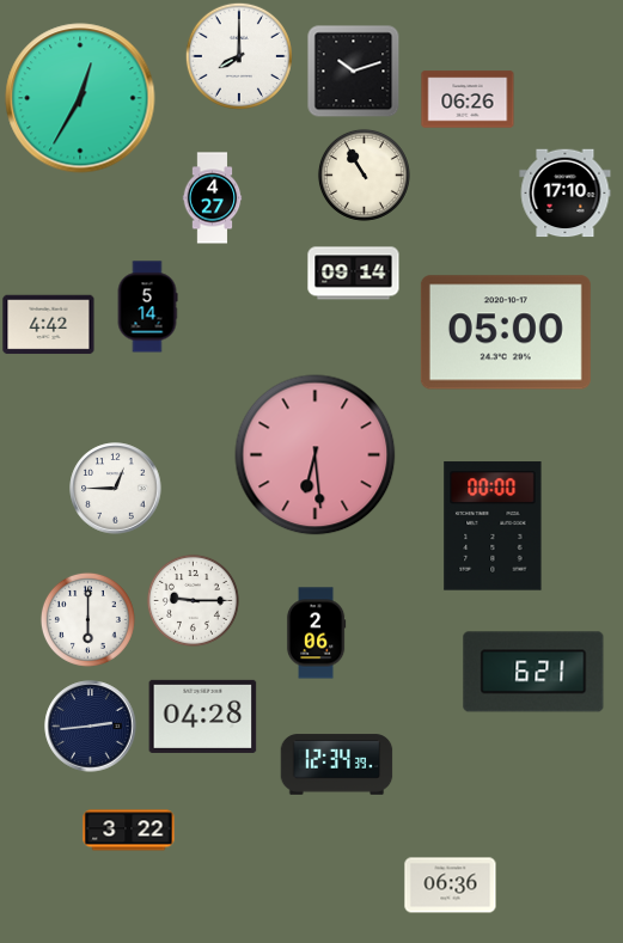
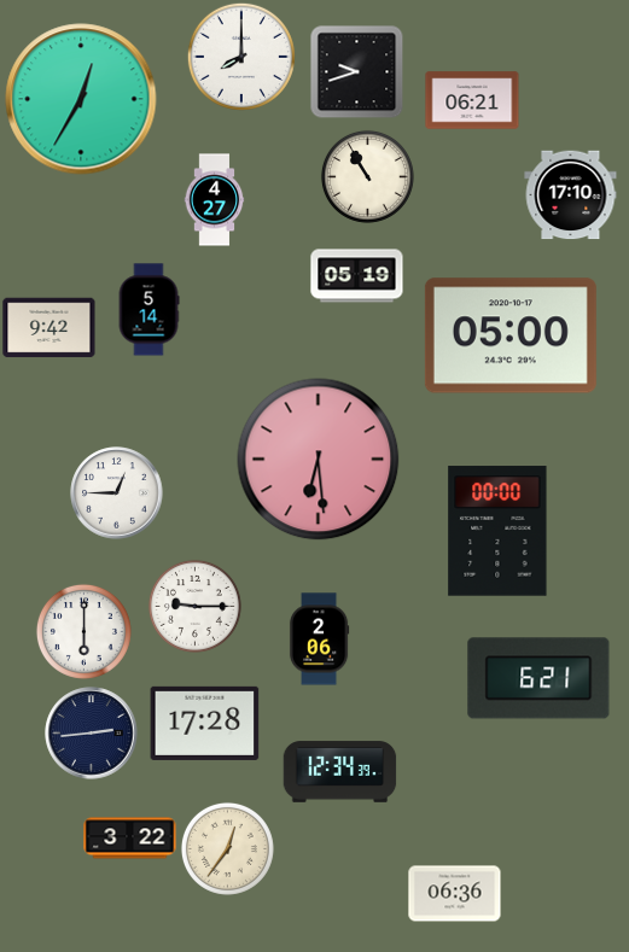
clock at (353, 71): 10:12 -> 9:42
clock at (468, 99): 06:26 -> 06:21
clock at (354, 274): 09:14 -> 05:19
clock at (49, 325): 4:42 -> 9:42
clock at (87, 619) position: (87, 619) -> (83, 631)
clock at (203, 716): 04:28 -> 17:28
clock at (227, 848): none -> 12:36
